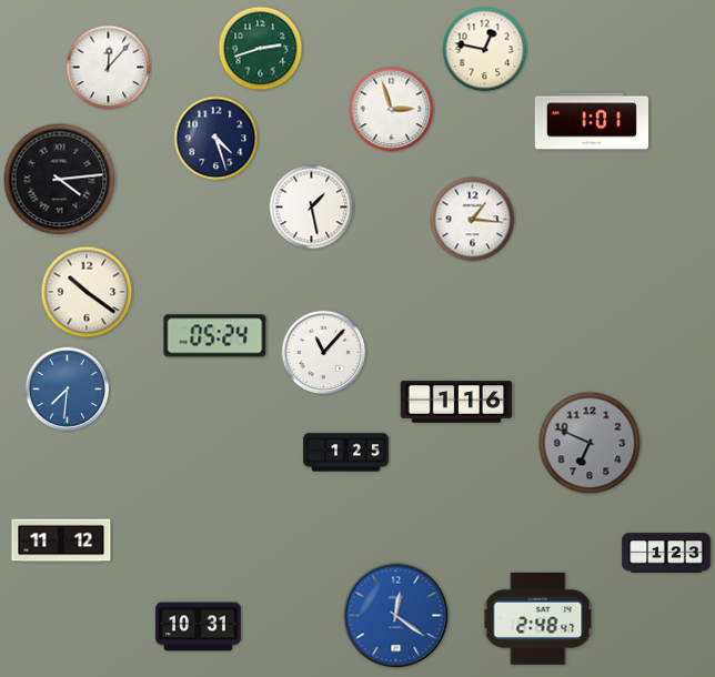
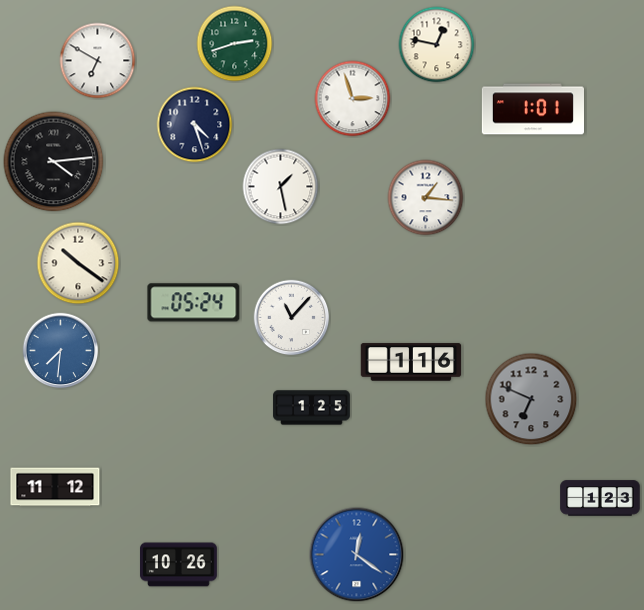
clock at (109, 68): 12:07 -> 6:50
clock at (538, 618): 2:48 -> none
clock at (199, 627): 10:31 -> 10:26
